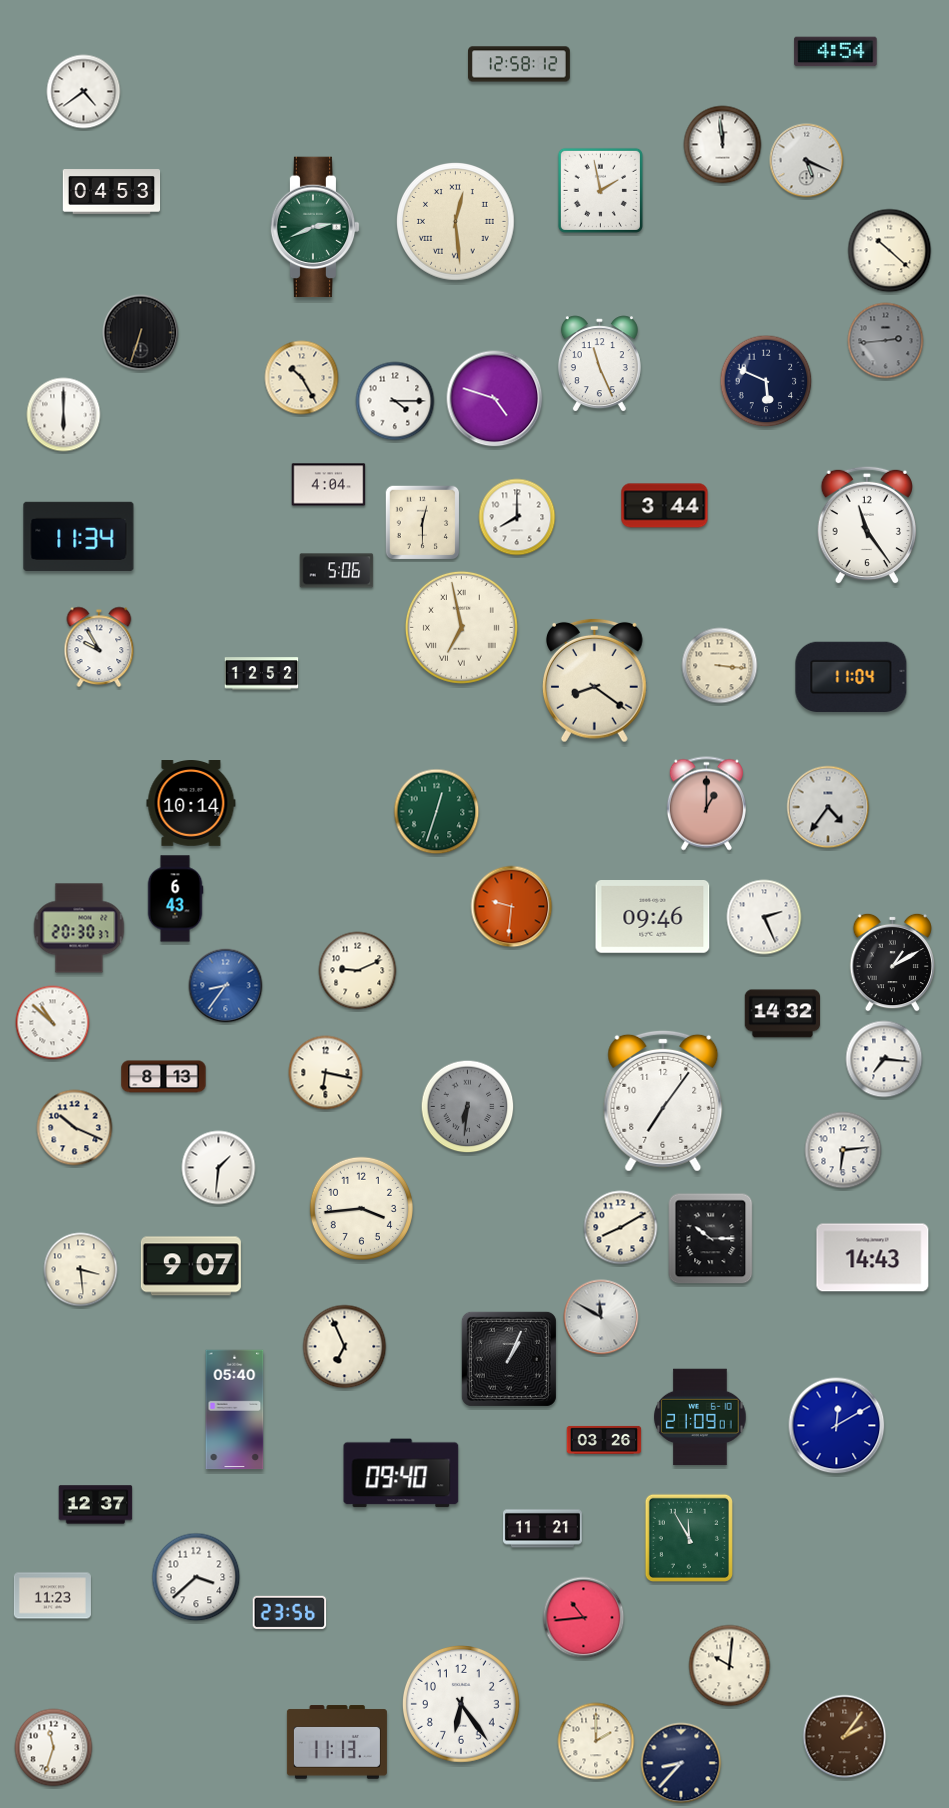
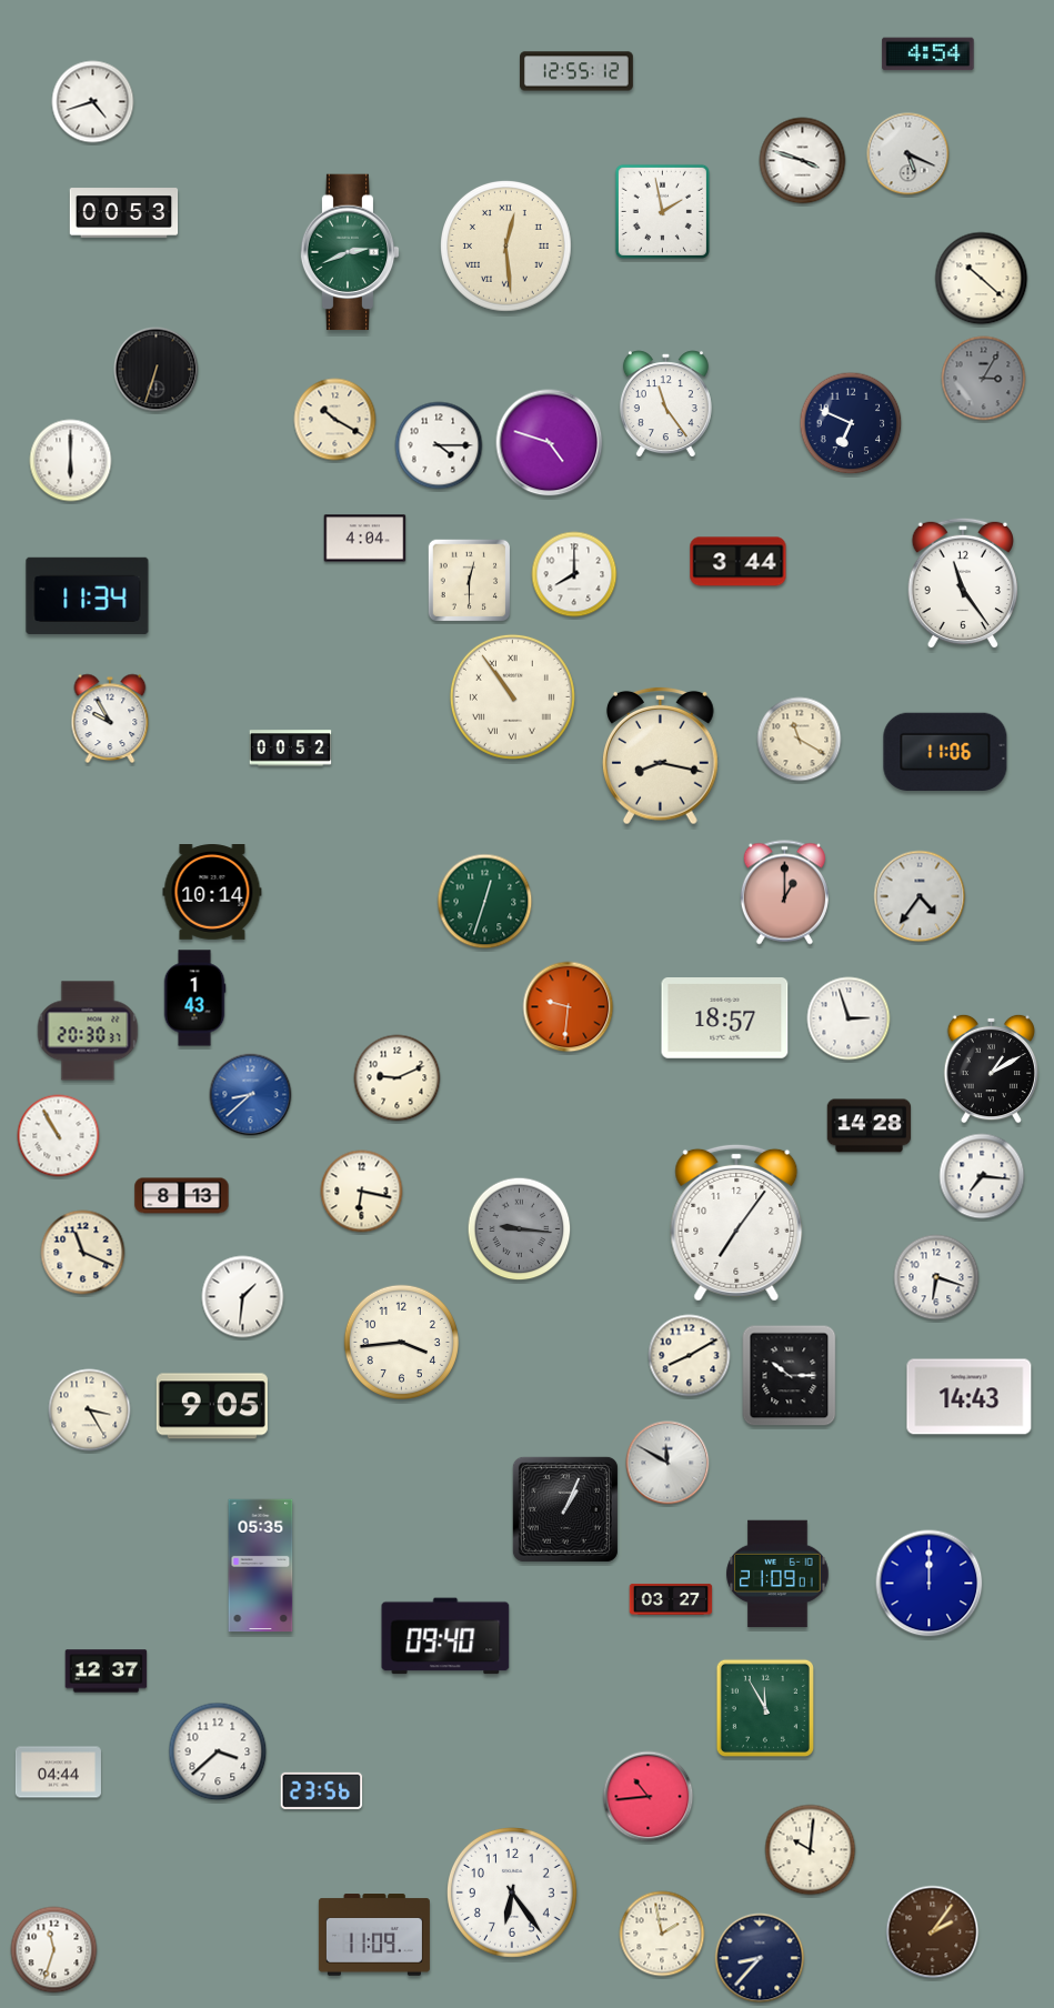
clock at (836, 52) position: (836, 52) -> (928, 54)
clock at (520, 64): 12:58 -> 12:55
clock at (84, 92): 4:39 -> 4:42
clock at (723, 145): 11:59 -> 3:48
clock at (807, 161) position: (807, 161) -> (909, 154)
clock at (600, 190) position: (600, 190) -> (662, 211)
clock at (112, 192): 04:53 -> 00:53
clock at (890, 251) position: (890, 251) -> (982, 279)
clock at (886, 341): 2:44 -> 3:05
clock at (599, 364): 11:26 -> 11:24
clock at (302, 378): 10:25 -> 10:20
clock at (766, 381): 5:49 -> 6:49
clock at (337, 571): 5:06 -> none
clock at (461, 627): 6:58 -> 10:54
clock at (720, 666): 3:16 -> 11:20
clock at (262, 674): 12:52 -> 00:52
clock at (851, 677): 11:04 -> 11:06
clock at (595, 680): 8:21 -> 8:17
clock at (175, 899): 6:43 -> 1:43
clock at (653, 917): 09:46 -> 18:57
clock at (764, 917): 2:26 -> 2:57
clock at (226, 986): 8:36 -> 8:38
clock at (783, 1014): 14:32 -> 14:28
clock at (53, 1023): 10:52 -> 10:55
clock at (468, 1107): 6:31 -> 9:16
clock at (75, 1128): 10:19 -> 11:19
clock at (843, 1150): 6:14 -> 6:18
clock at (621, 1228) position: (621, 1228) -> (690, 1356)
clock at (191, 1266): 9:07 -> 9:05
clock at (81, 1270): 3:29 -> 3:25
clock at (345, 1347): 6:56 -> none
clock at (235, 1410): 05:40 -> 05:35
clock at (837, 1426): 12:10 -> 12:00
clock at (604, 1440): 03:26 -> 03:27
clock at (542, 1529): 11:21 -> none
clock at (52, 1596): 11:23 -> 04:44
clock at (845, 1737) position: (845, 1737) -> (933, 1932)
clock at (596, 1741): 2:00 -> 1:58
clock at (337, 1742): 11:13 -> 11:09
clock at (54, 1748) position: (54, 1748) -> (54, 1950)
clock at (681, 1763) position: (681, 1763) -> (760, 1958)
